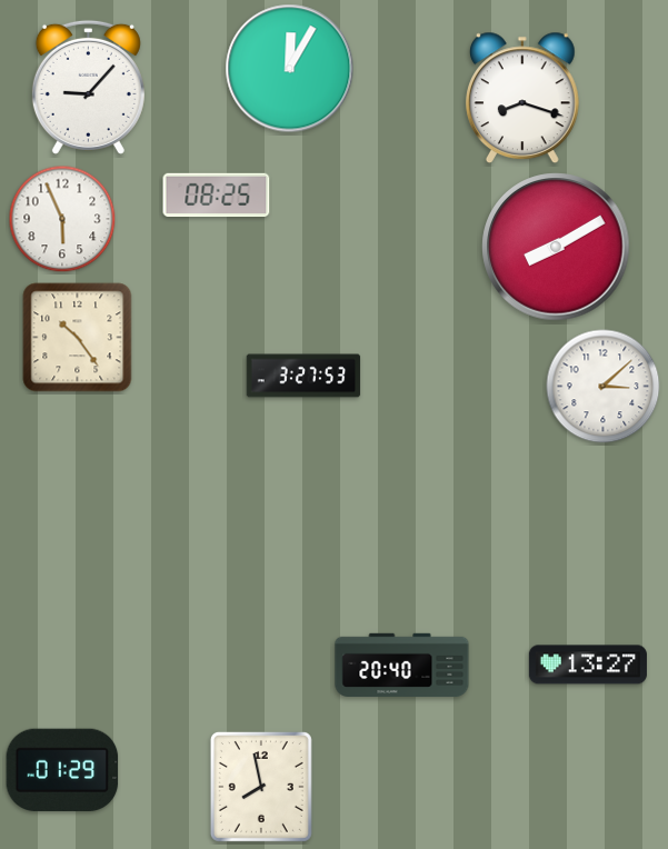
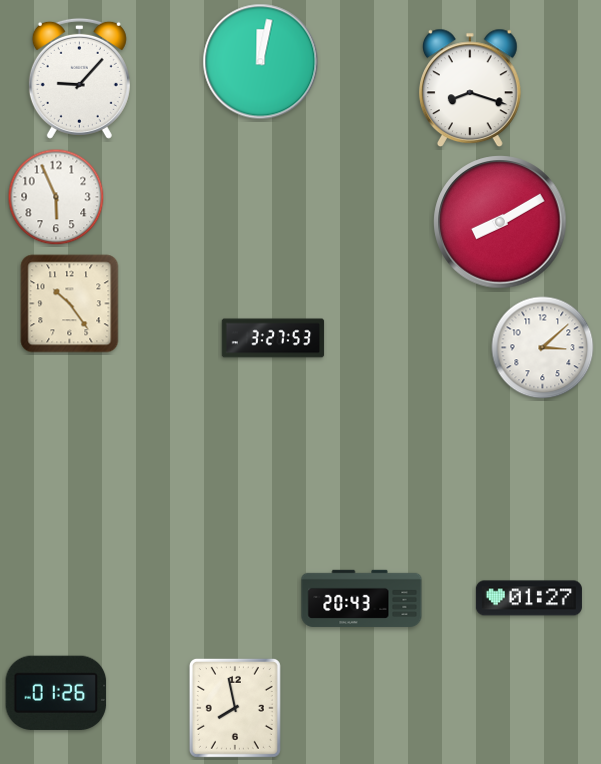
clock at (290, 69): 12:05 -> 12:02
clock at (217, 196): 08:25 -> none
clock at (402, 665): 20:40 -> 20:43
clock at (588, 665): 13:27 -> 01:27
clock at (62, 770): 01:29 -> 01:26
